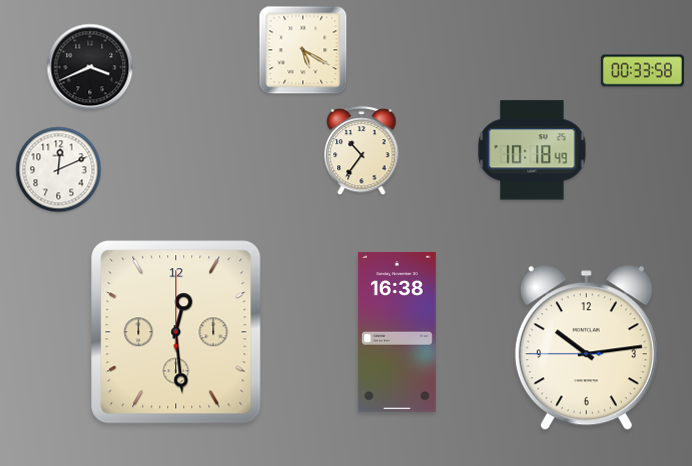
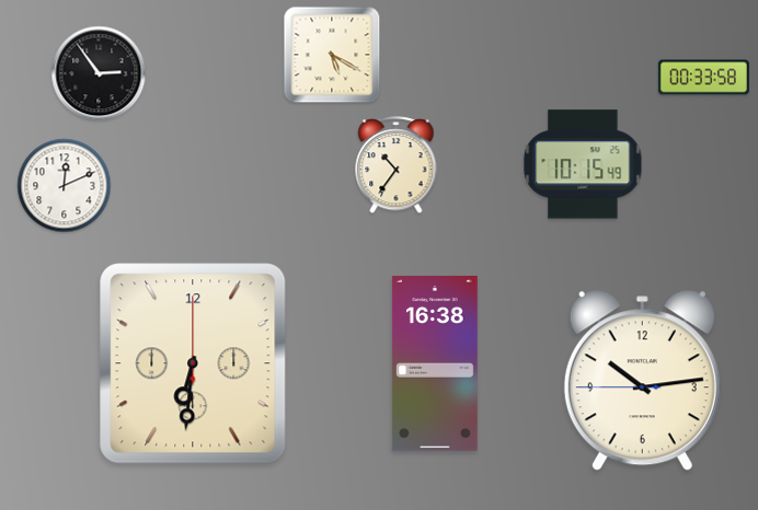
clock at (90, 67): 3:41 -> 2:54
clock at (532, 150): 10:18 -> 10:15
clock at (176, 332): 12:29 -> 6:31
